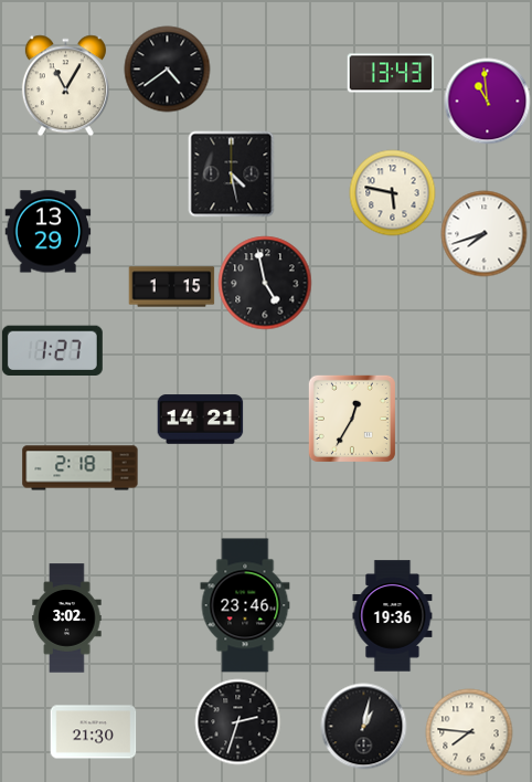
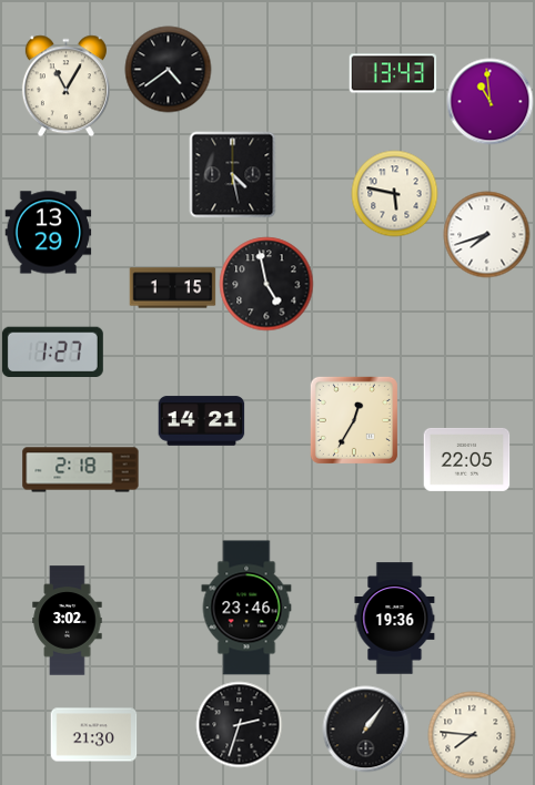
clock at (466, 459): none -> 22:05
clock at (363, 726): 1:02 -> 1:06
